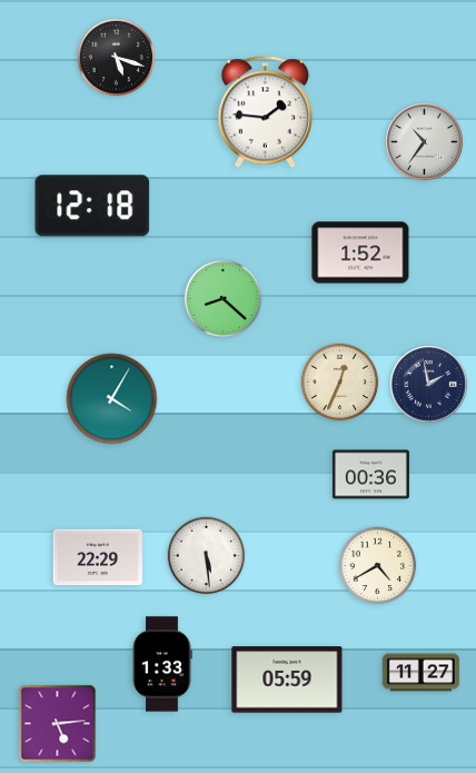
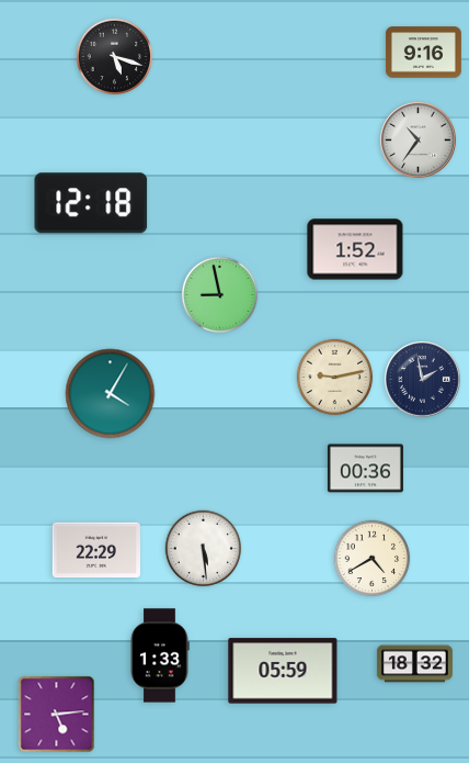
clock at (423, 53): none -> 9:16
clock at (265, 112): 1:46 -> none
clock at (224, 299): 8:22 -> 8:58
clock at (340, 383): 12:34 -> 9:13
clock at (420, 673): 11:27 -> 18:32
